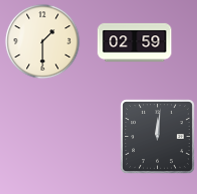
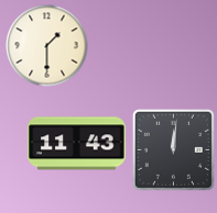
clock at (135, 43): 02:59 -> none
clock at (77, 144): none -> 11:43
